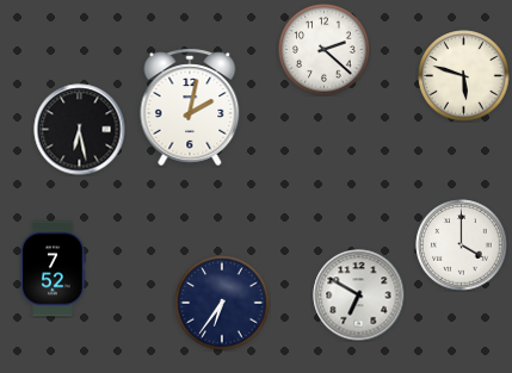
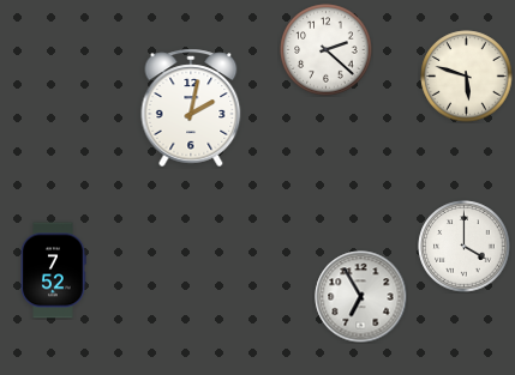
clock at (80, 130): 6:28 -> none
clock at (359, 296): 6:50 -> 6:55
clock at (222, 303): 6:36 -> none
